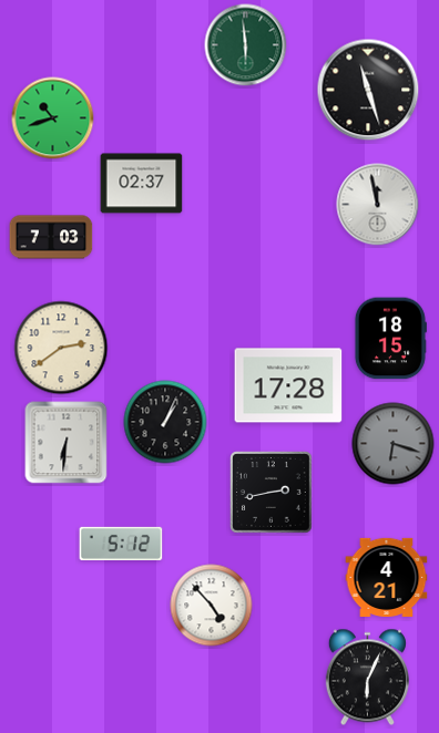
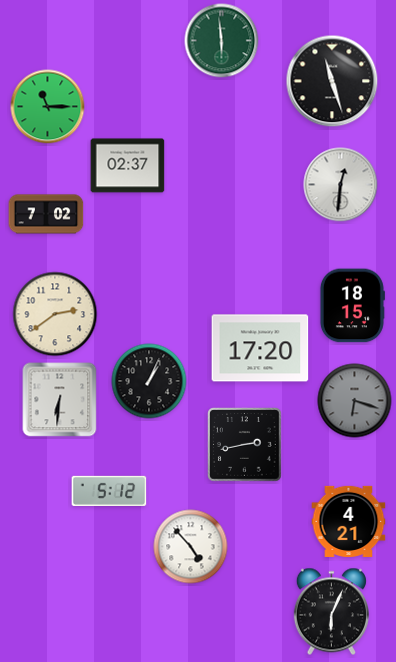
clock at (53, 118): 10:42 -> 11:15
clock at (378, 205): 11:58 -> 12:31
clock at (51, 237): 7:03 -> 7:02
clock at (288, 385): 17:28 -> 17:20
